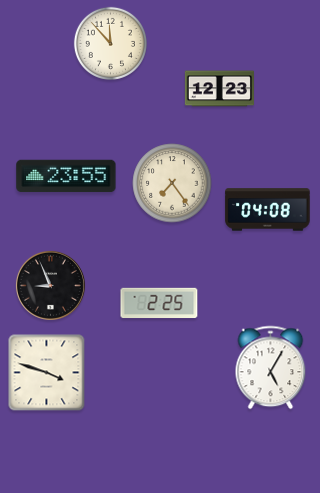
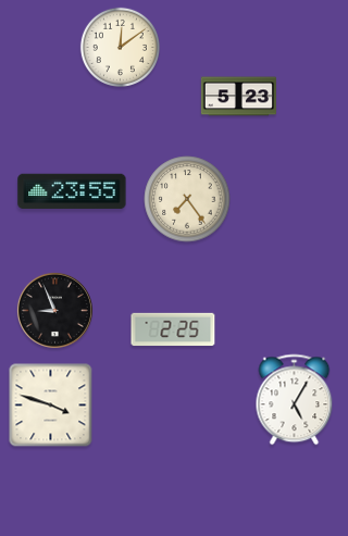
clock at (110, 43): 11:53 -> 12:09
clock at (219, 89): 12:23 -> 5:23
clock at (268, 210): 04:08 -> none
